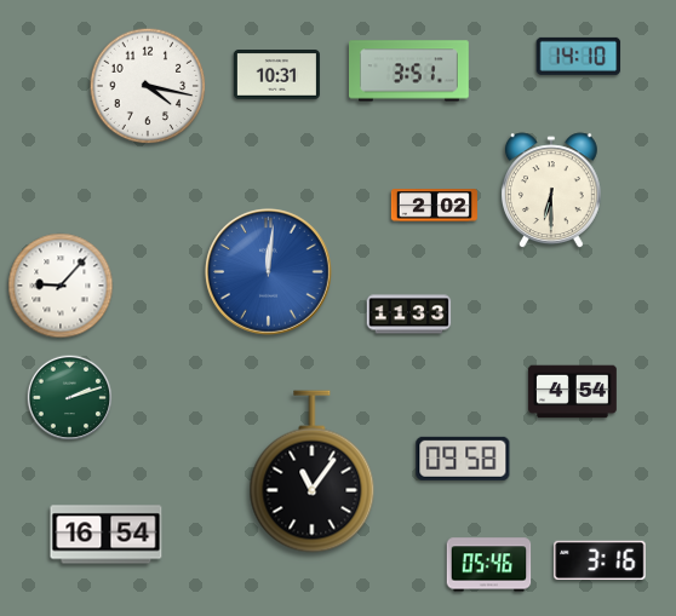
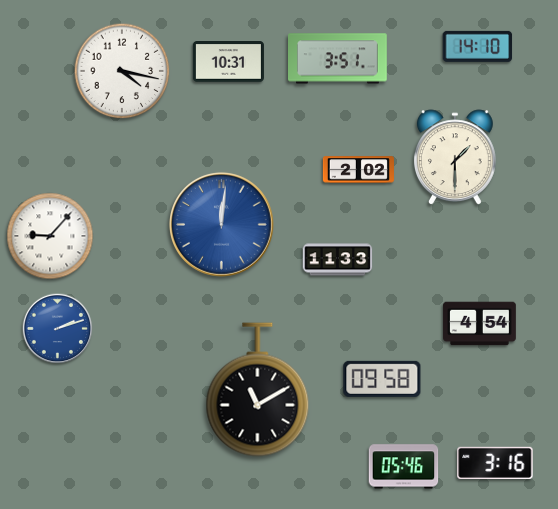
clock at (551, 190): 6:30 -> 1:30
clock at (573, 392) position: (573, 392) -> (480, 324)
clock at (70, 398) dial: green -> blue
clock at (313, 472): 11:06 -> 11:10
clock at (107, 535): 16:54 -> none
